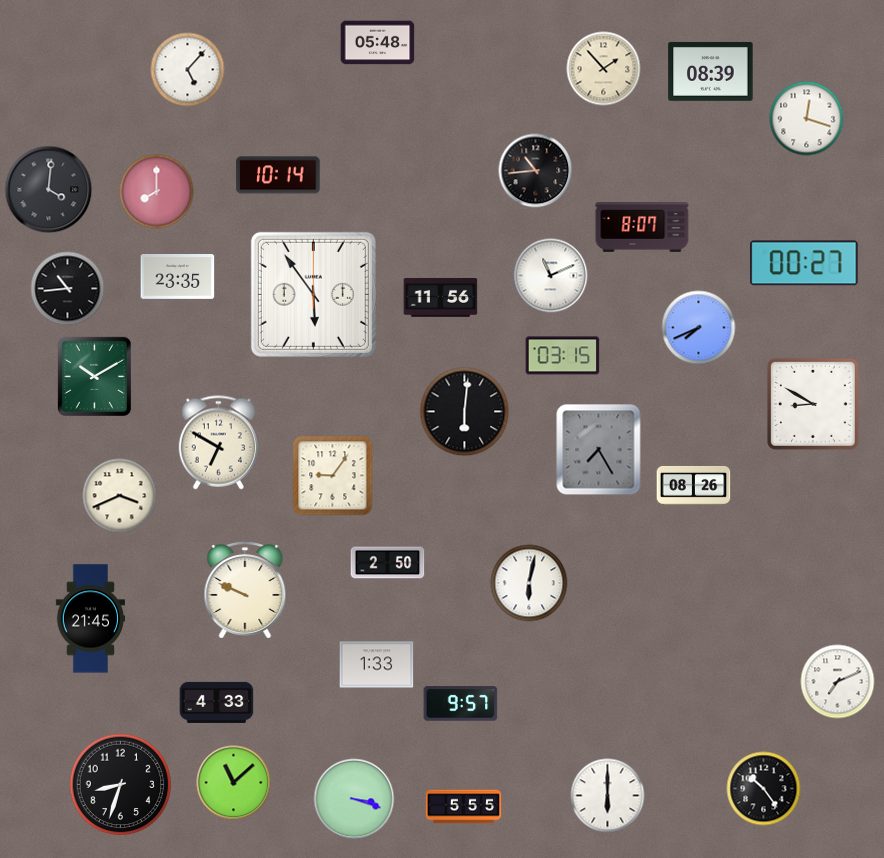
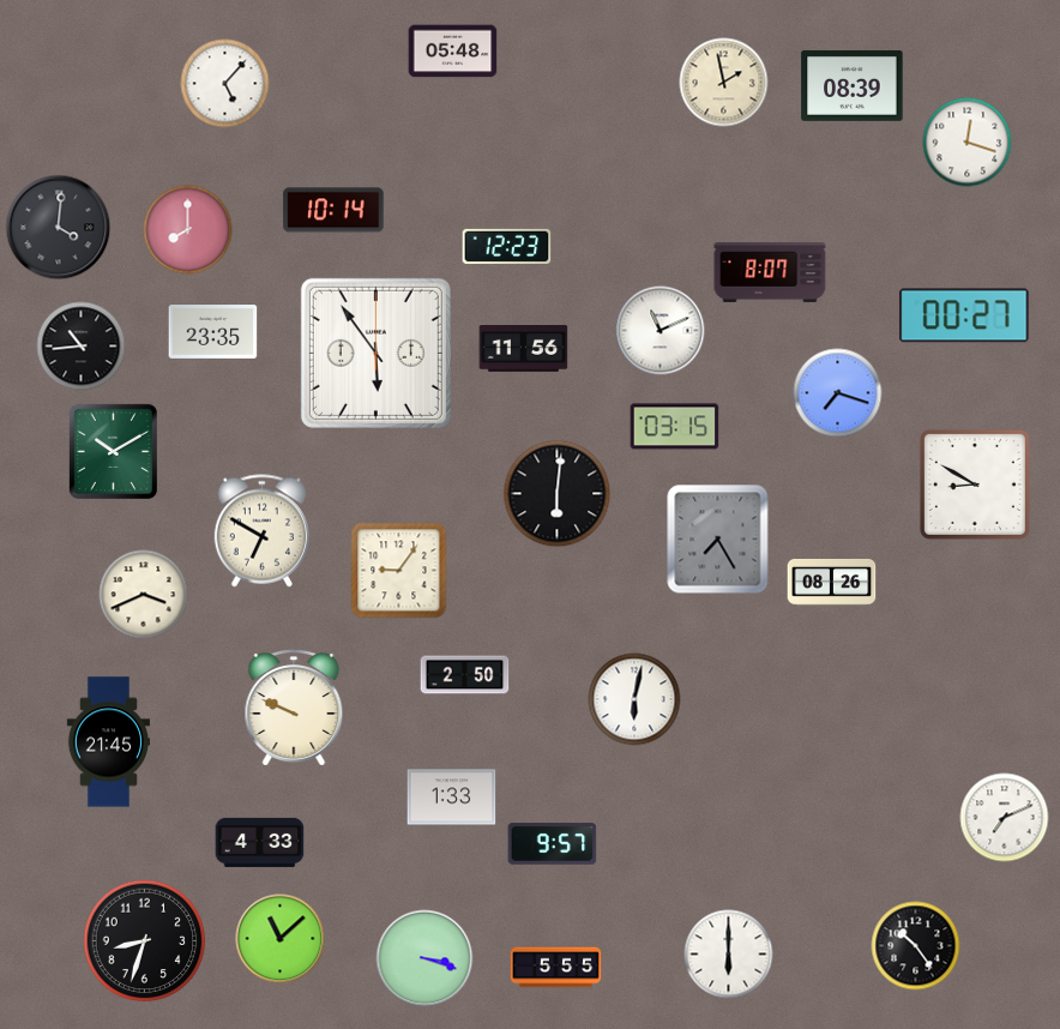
clock at (604, 69): 1:53 -> 1:58
clock at (536, 171): 10:44 -> none
clock at (507, 246): none -> 12:23
clock at (441, 298) position: (441, 298) -> (524, 349)
clock at (699, 328): 7:41 -> 7:18
